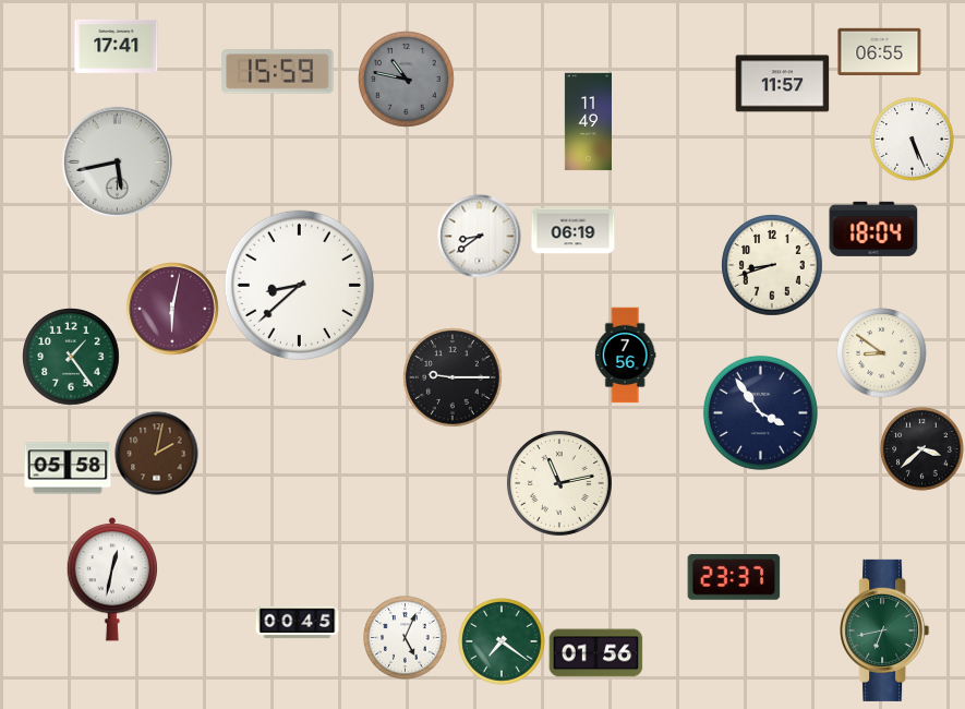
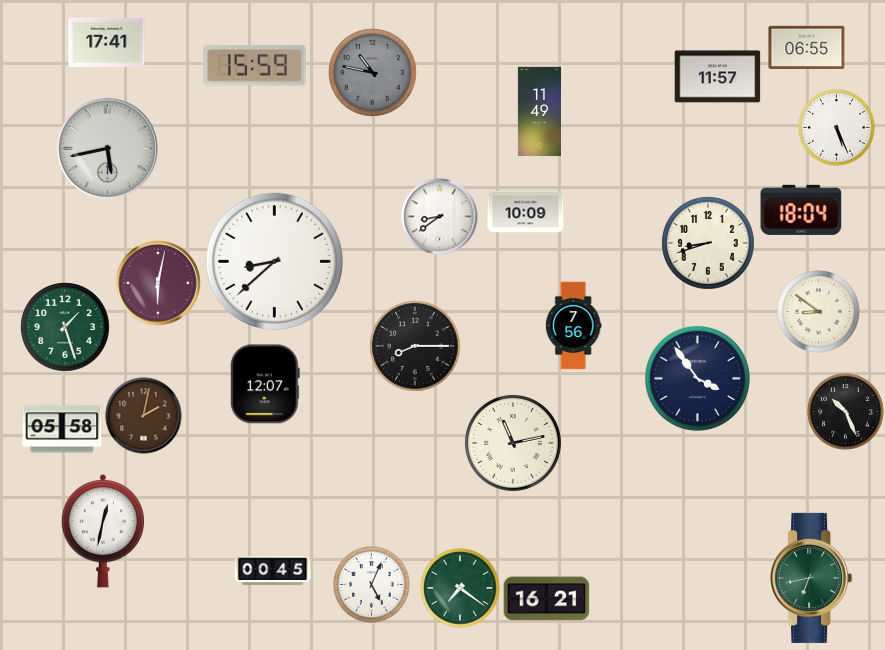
clock at (574, 231): 06:19 -> 10:09
clock at (882, 353) position: (882, 353) -> (819, 312)
clock at (72, 358): 1:24 -> 1:27
clock at (454, 378): 9:15 -> 8:15
clock at (265, 384): none -> 12:07
clock at (922, 449): 3:38 -> 10:26
clock at (734, 578): 23:37 -> none
clock at (596, 653): 01:56 -> 16:21
